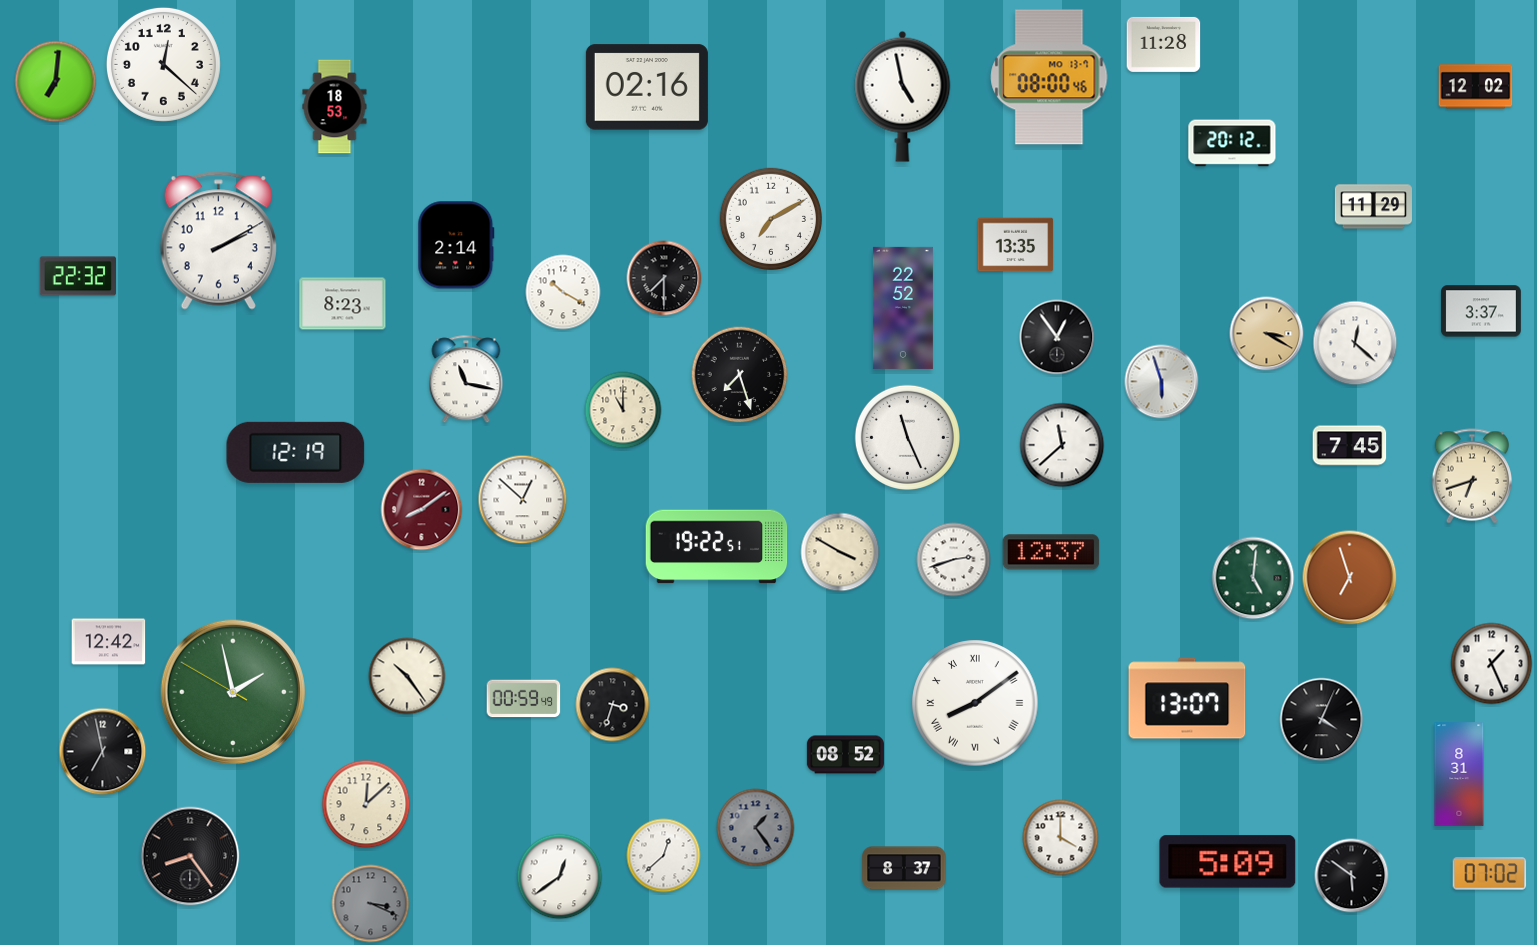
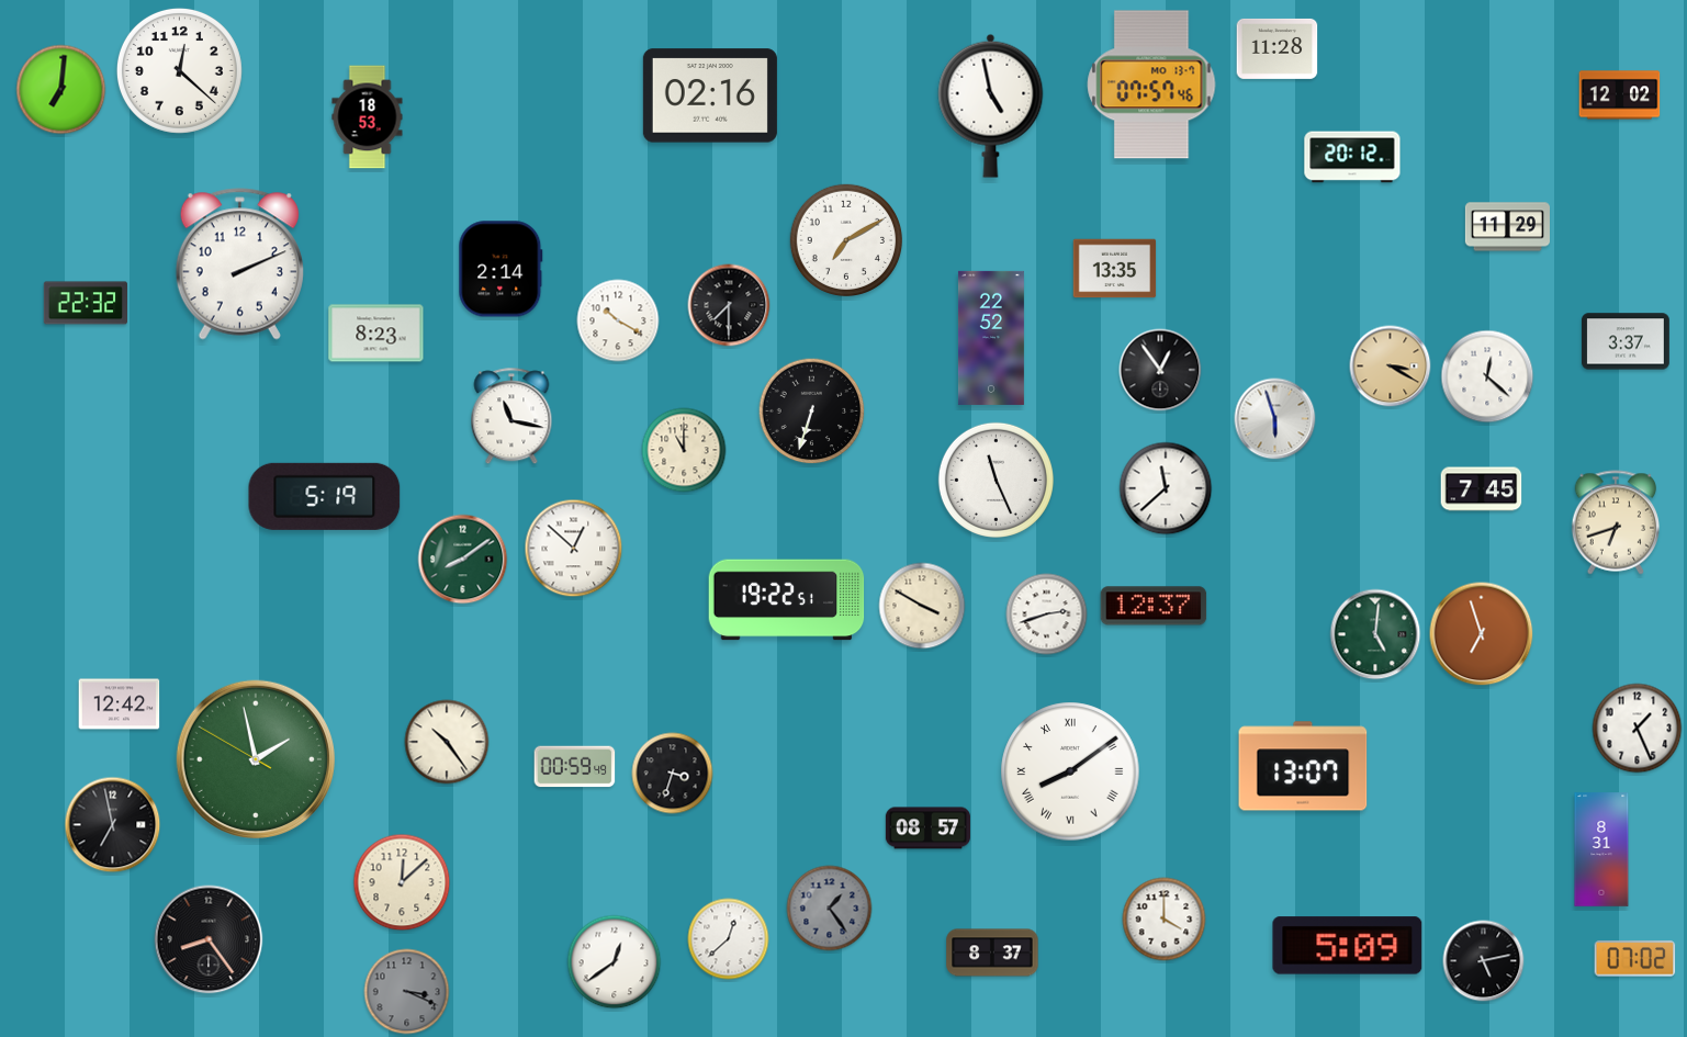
clock at (1049, 77): 08:00 -> 07:57
clock at (218, 241): 2:10 -> 2:11
clock at (740, 375): 7:27 -> 6:33
clock at (296, 452): 12:19 -> 5:19
clock at (422, 510) dial: burgundy -> green
clock at (1322, 720): 4:04 -> none
clock at (845, 755): 08:52 -> 08:57
clock at (1352, 876): 5:51 -> 5:13
